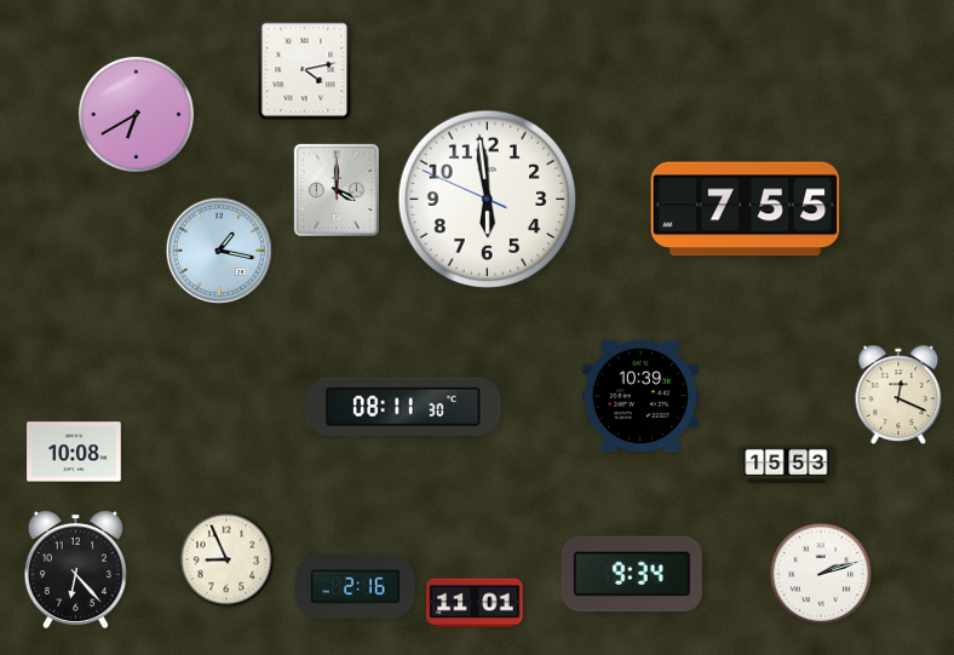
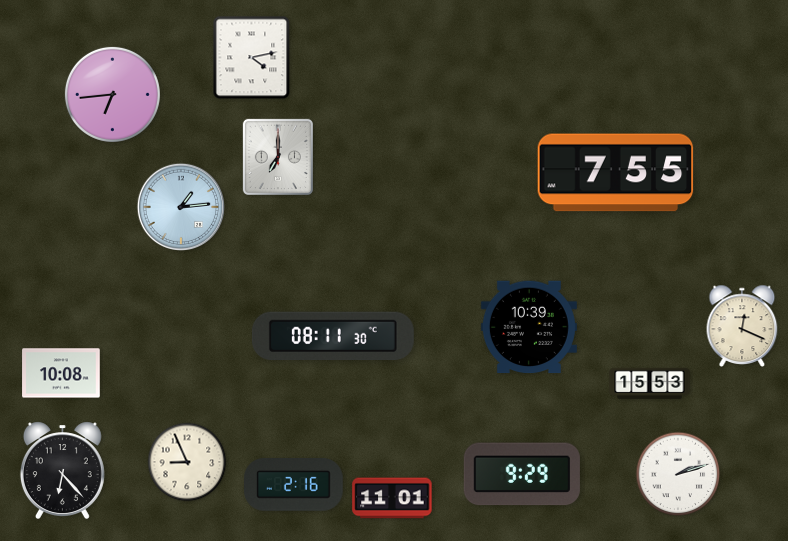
clock at (136, 114): 6:40 -> 6:44
clock at (337, 190): 4:00 -> 7:00
clock at (488, 200): 5:58 -> none
clock at (219, 251): 1:17 -> 1:14
clock at (632, 574): 9:34 -> 9:29
